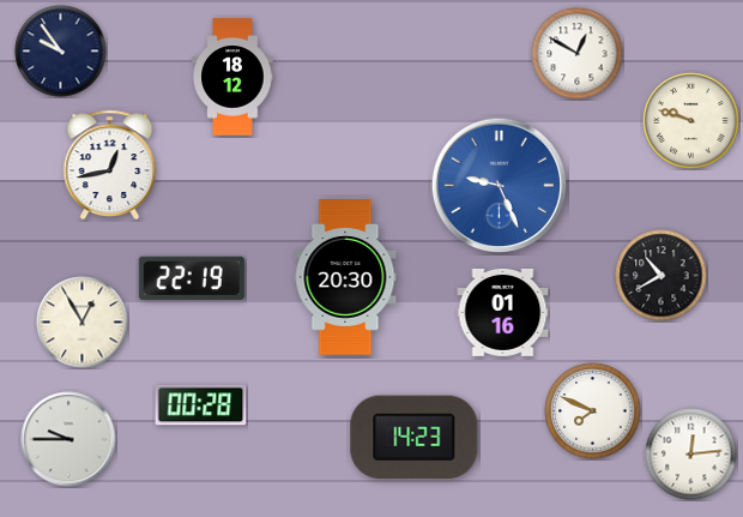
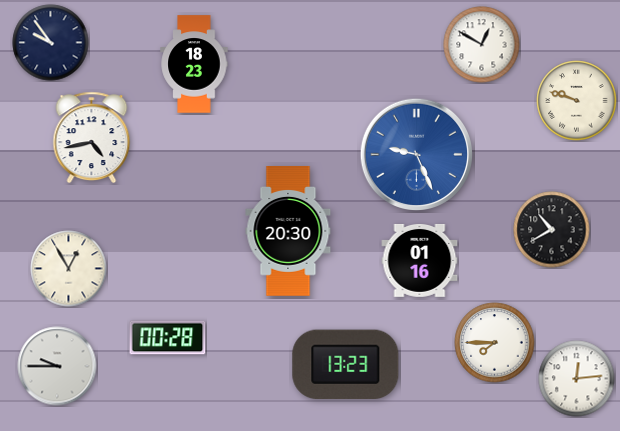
clock at (232, 77): 18:12 -> 18:23
clock at (110, 166): 12:43 -> 4:43
clock at (192, 278): 22:19 -> none
clock at (593, 411): 7:49 -> 7:45
clock at (415, 438): 14:23 -> 13:23
